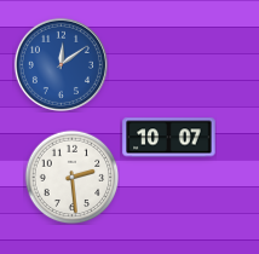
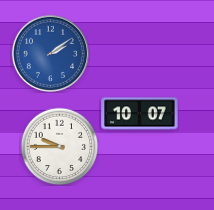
clock at (61, 64): 12:09 -> 2:09
clock at (71, 177): 2:29 -> 9:45
